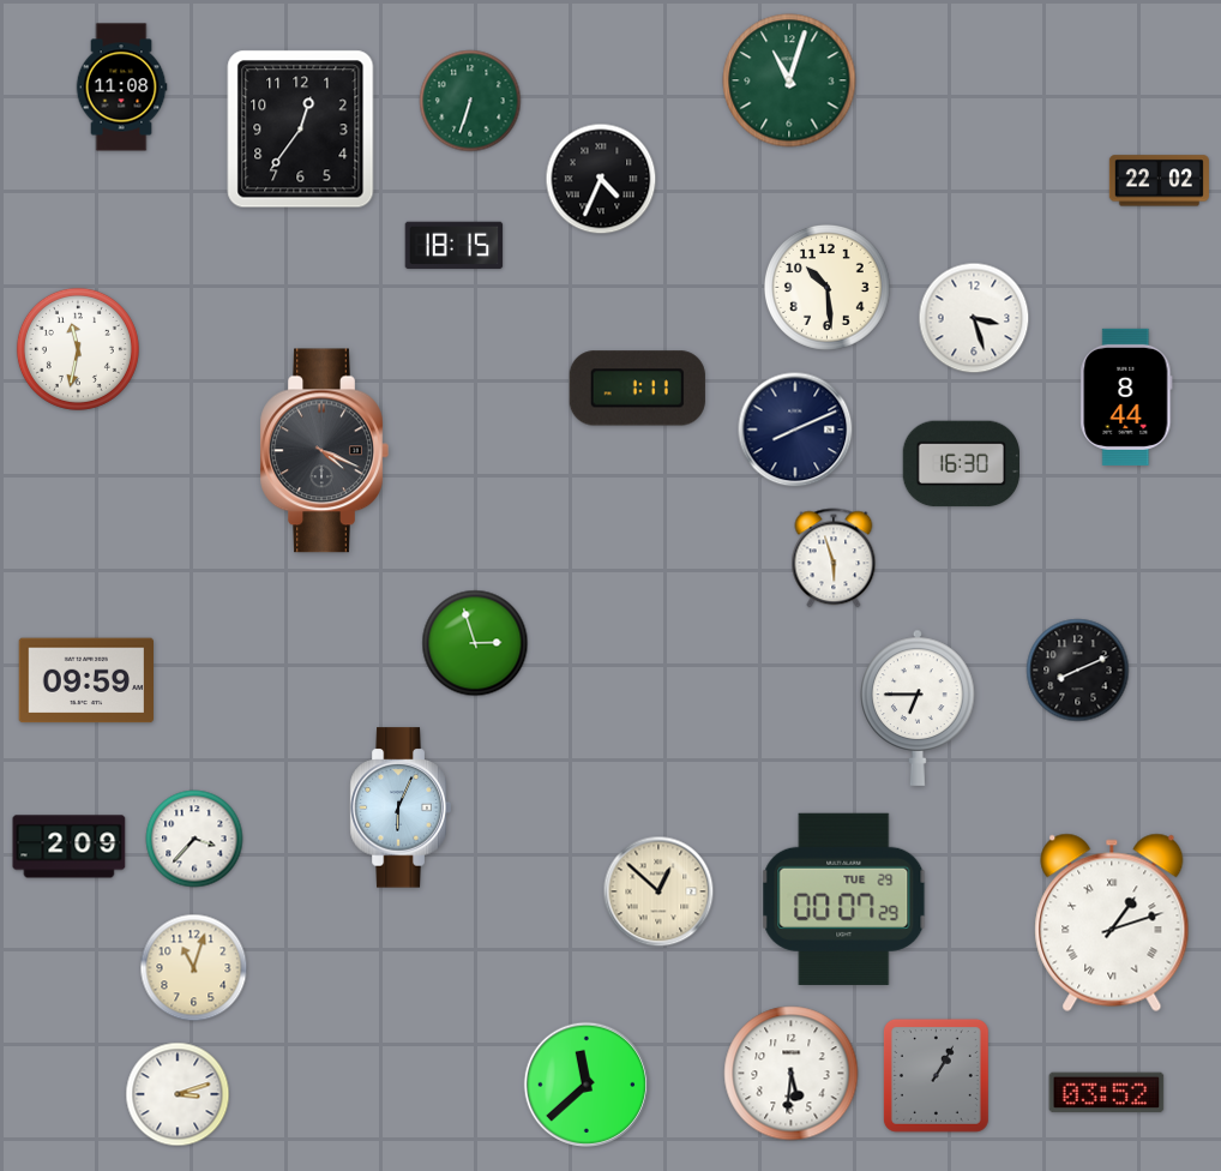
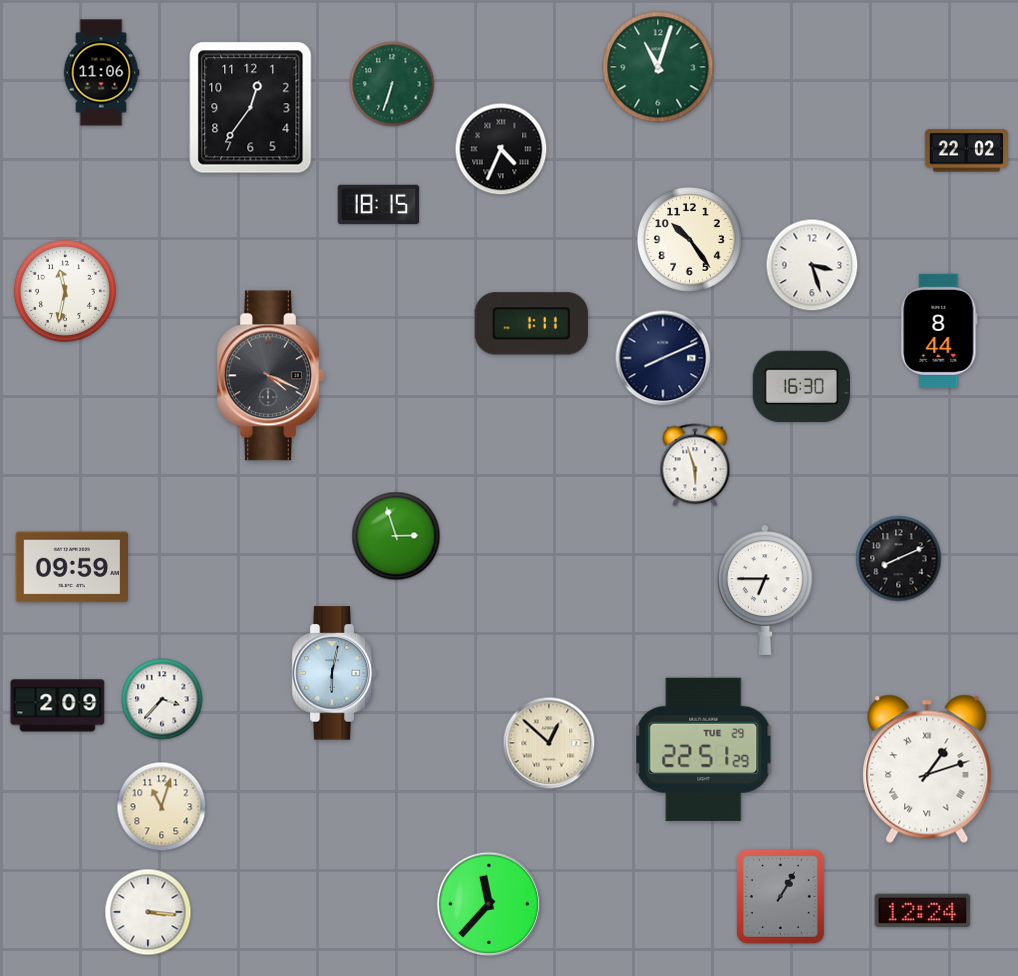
clock at (121, 88): 11:08 -> 11:06
clock at (826, 287): 10:29 -> 10:24
clock at (401, 807): 6:04 -> 6:02
clock at (844, 899): 00:07 -> 22:51
clock at (792, 1074): 5:31 -> none
clock at (585, 1083): 11:38 -> 11:37
clock at (1107, 1093): 03:52 -> 12:24
clock at (178, 1094): 3:12 -> 3:16
